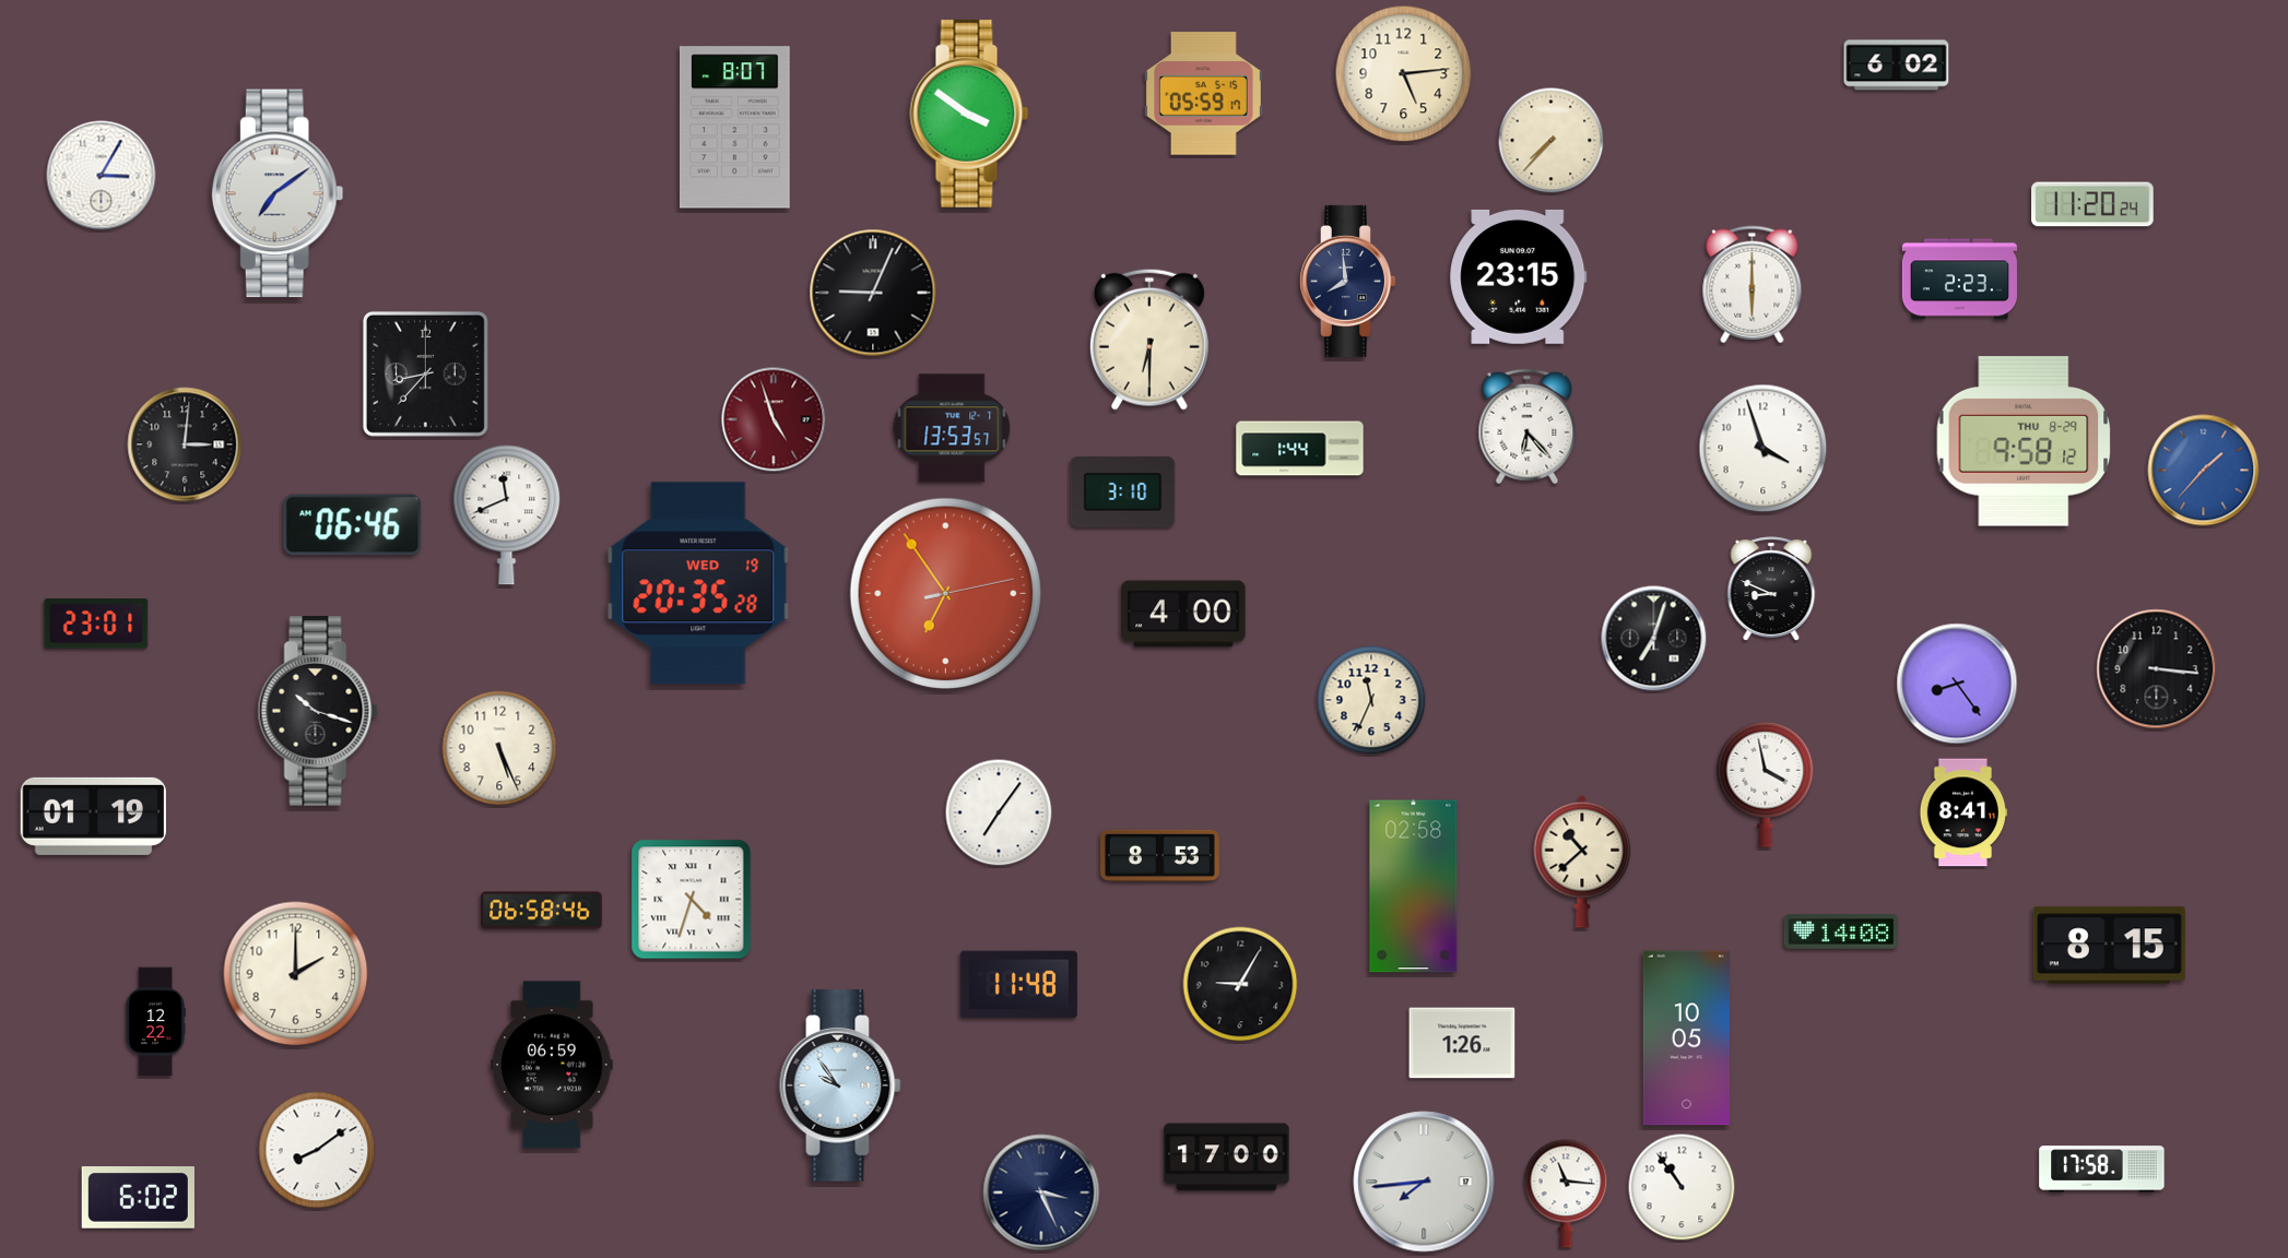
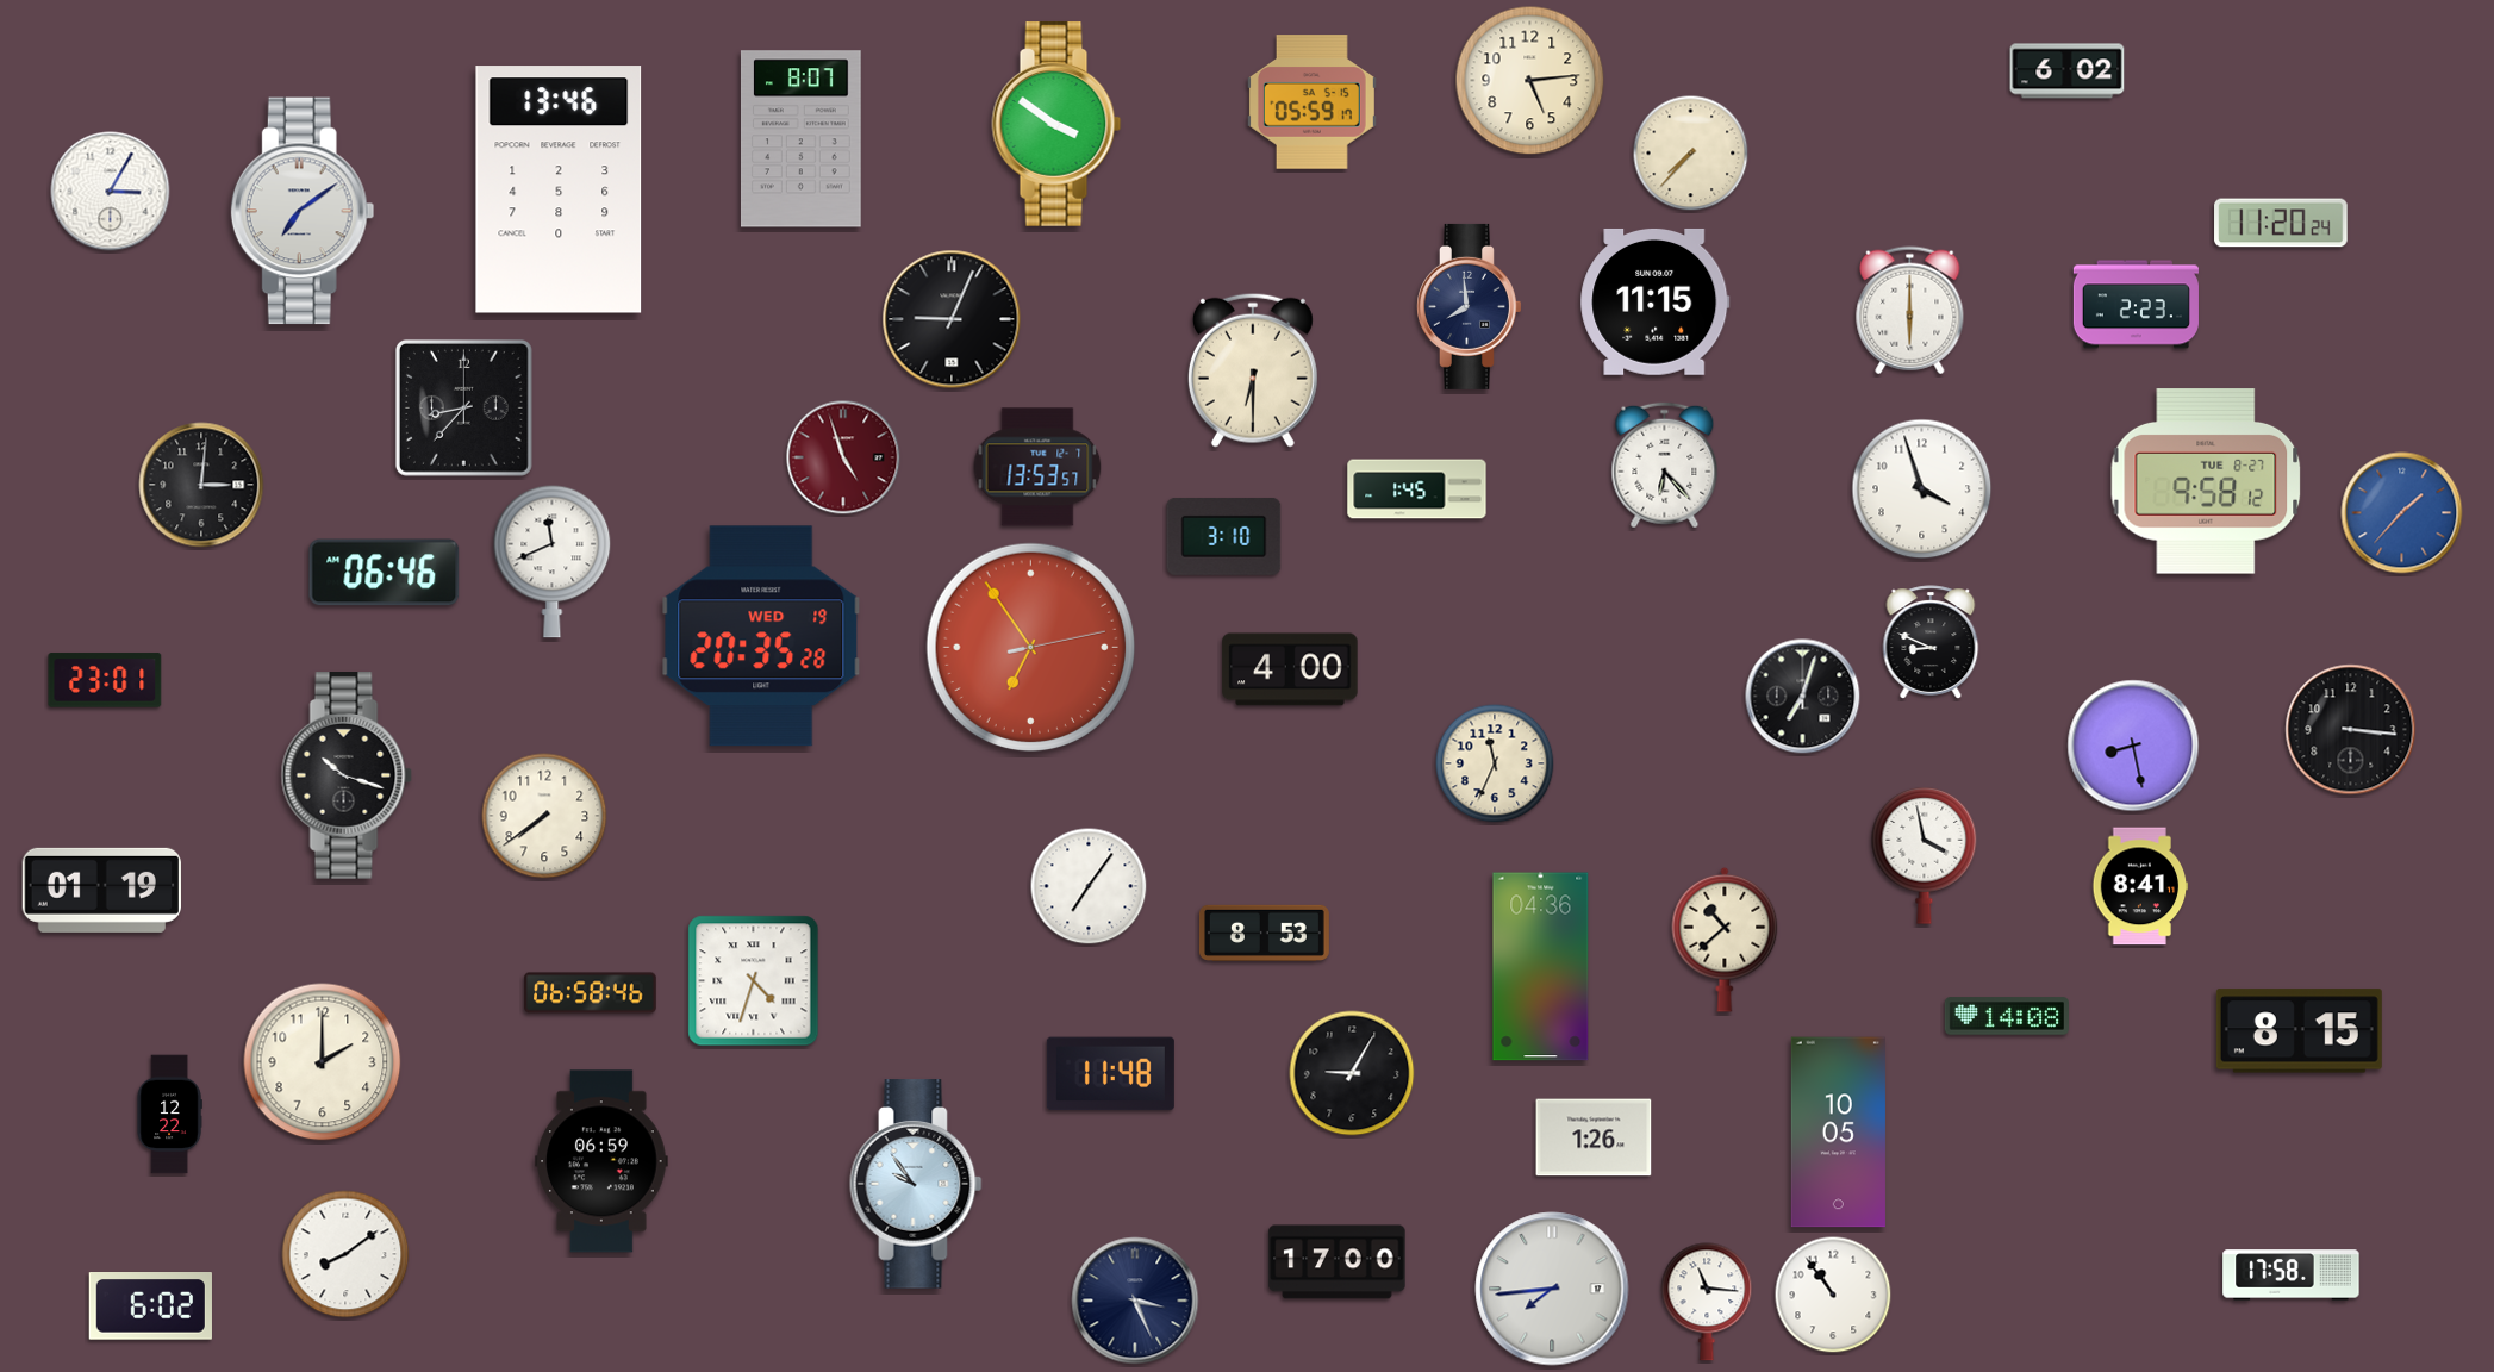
clock at (559, 189): none -> 13:46
clock at (1519, 276): 23:15 -> 11:15
clock at (2024, 442) date: THU 8-29 -> TUE 8-27
clock at (1300, 449): 1:44 -> 1:45
clock at (1957, 684): 8:24 -> 8:28
clock at (499, 748): 5:26 -> 7:39
clock at (1414, 887): 02:58 -> 04:36
